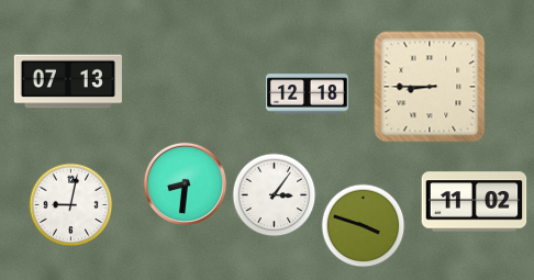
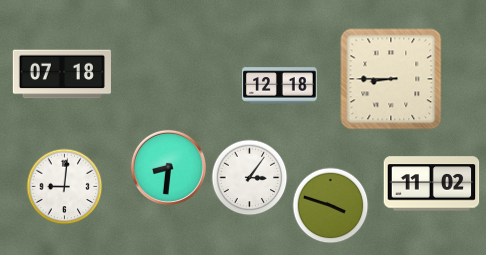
clock at (68, 81): 07:13 -> 07:18
clock at (71, 205): 9:02 -> 9:01
